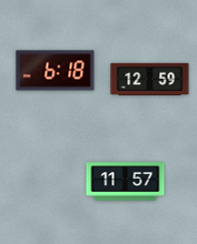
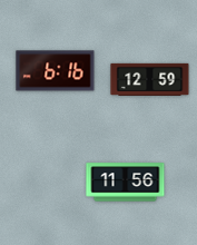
clock at (56, 71): 6:18 -> 6:16
clock at (126, 182): 11:57 -> 11:56
